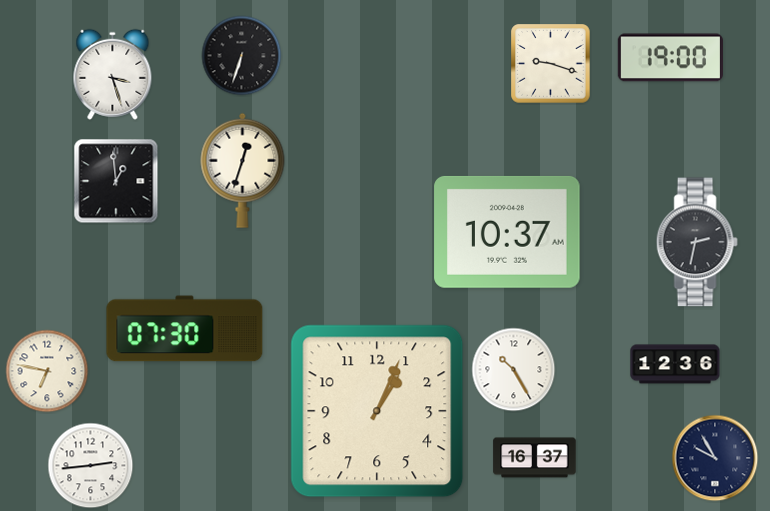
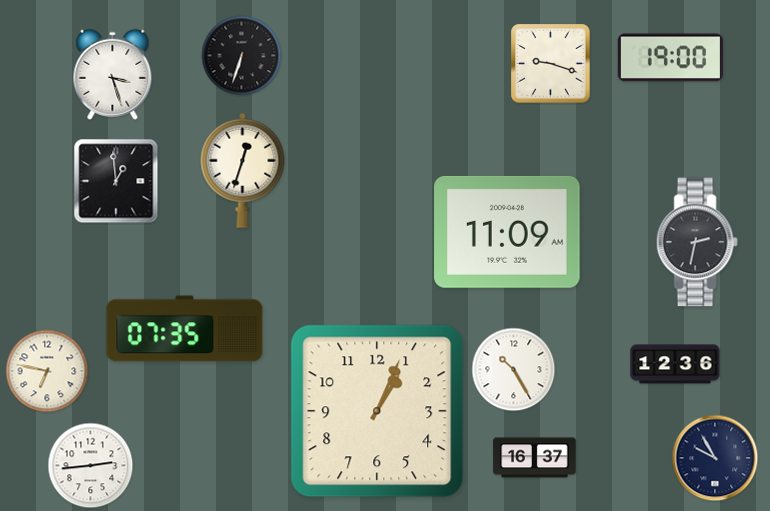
clock at (507, 232): 10:37 -> 11:09
clock at (185, 329): 07:30 -> 07:35
